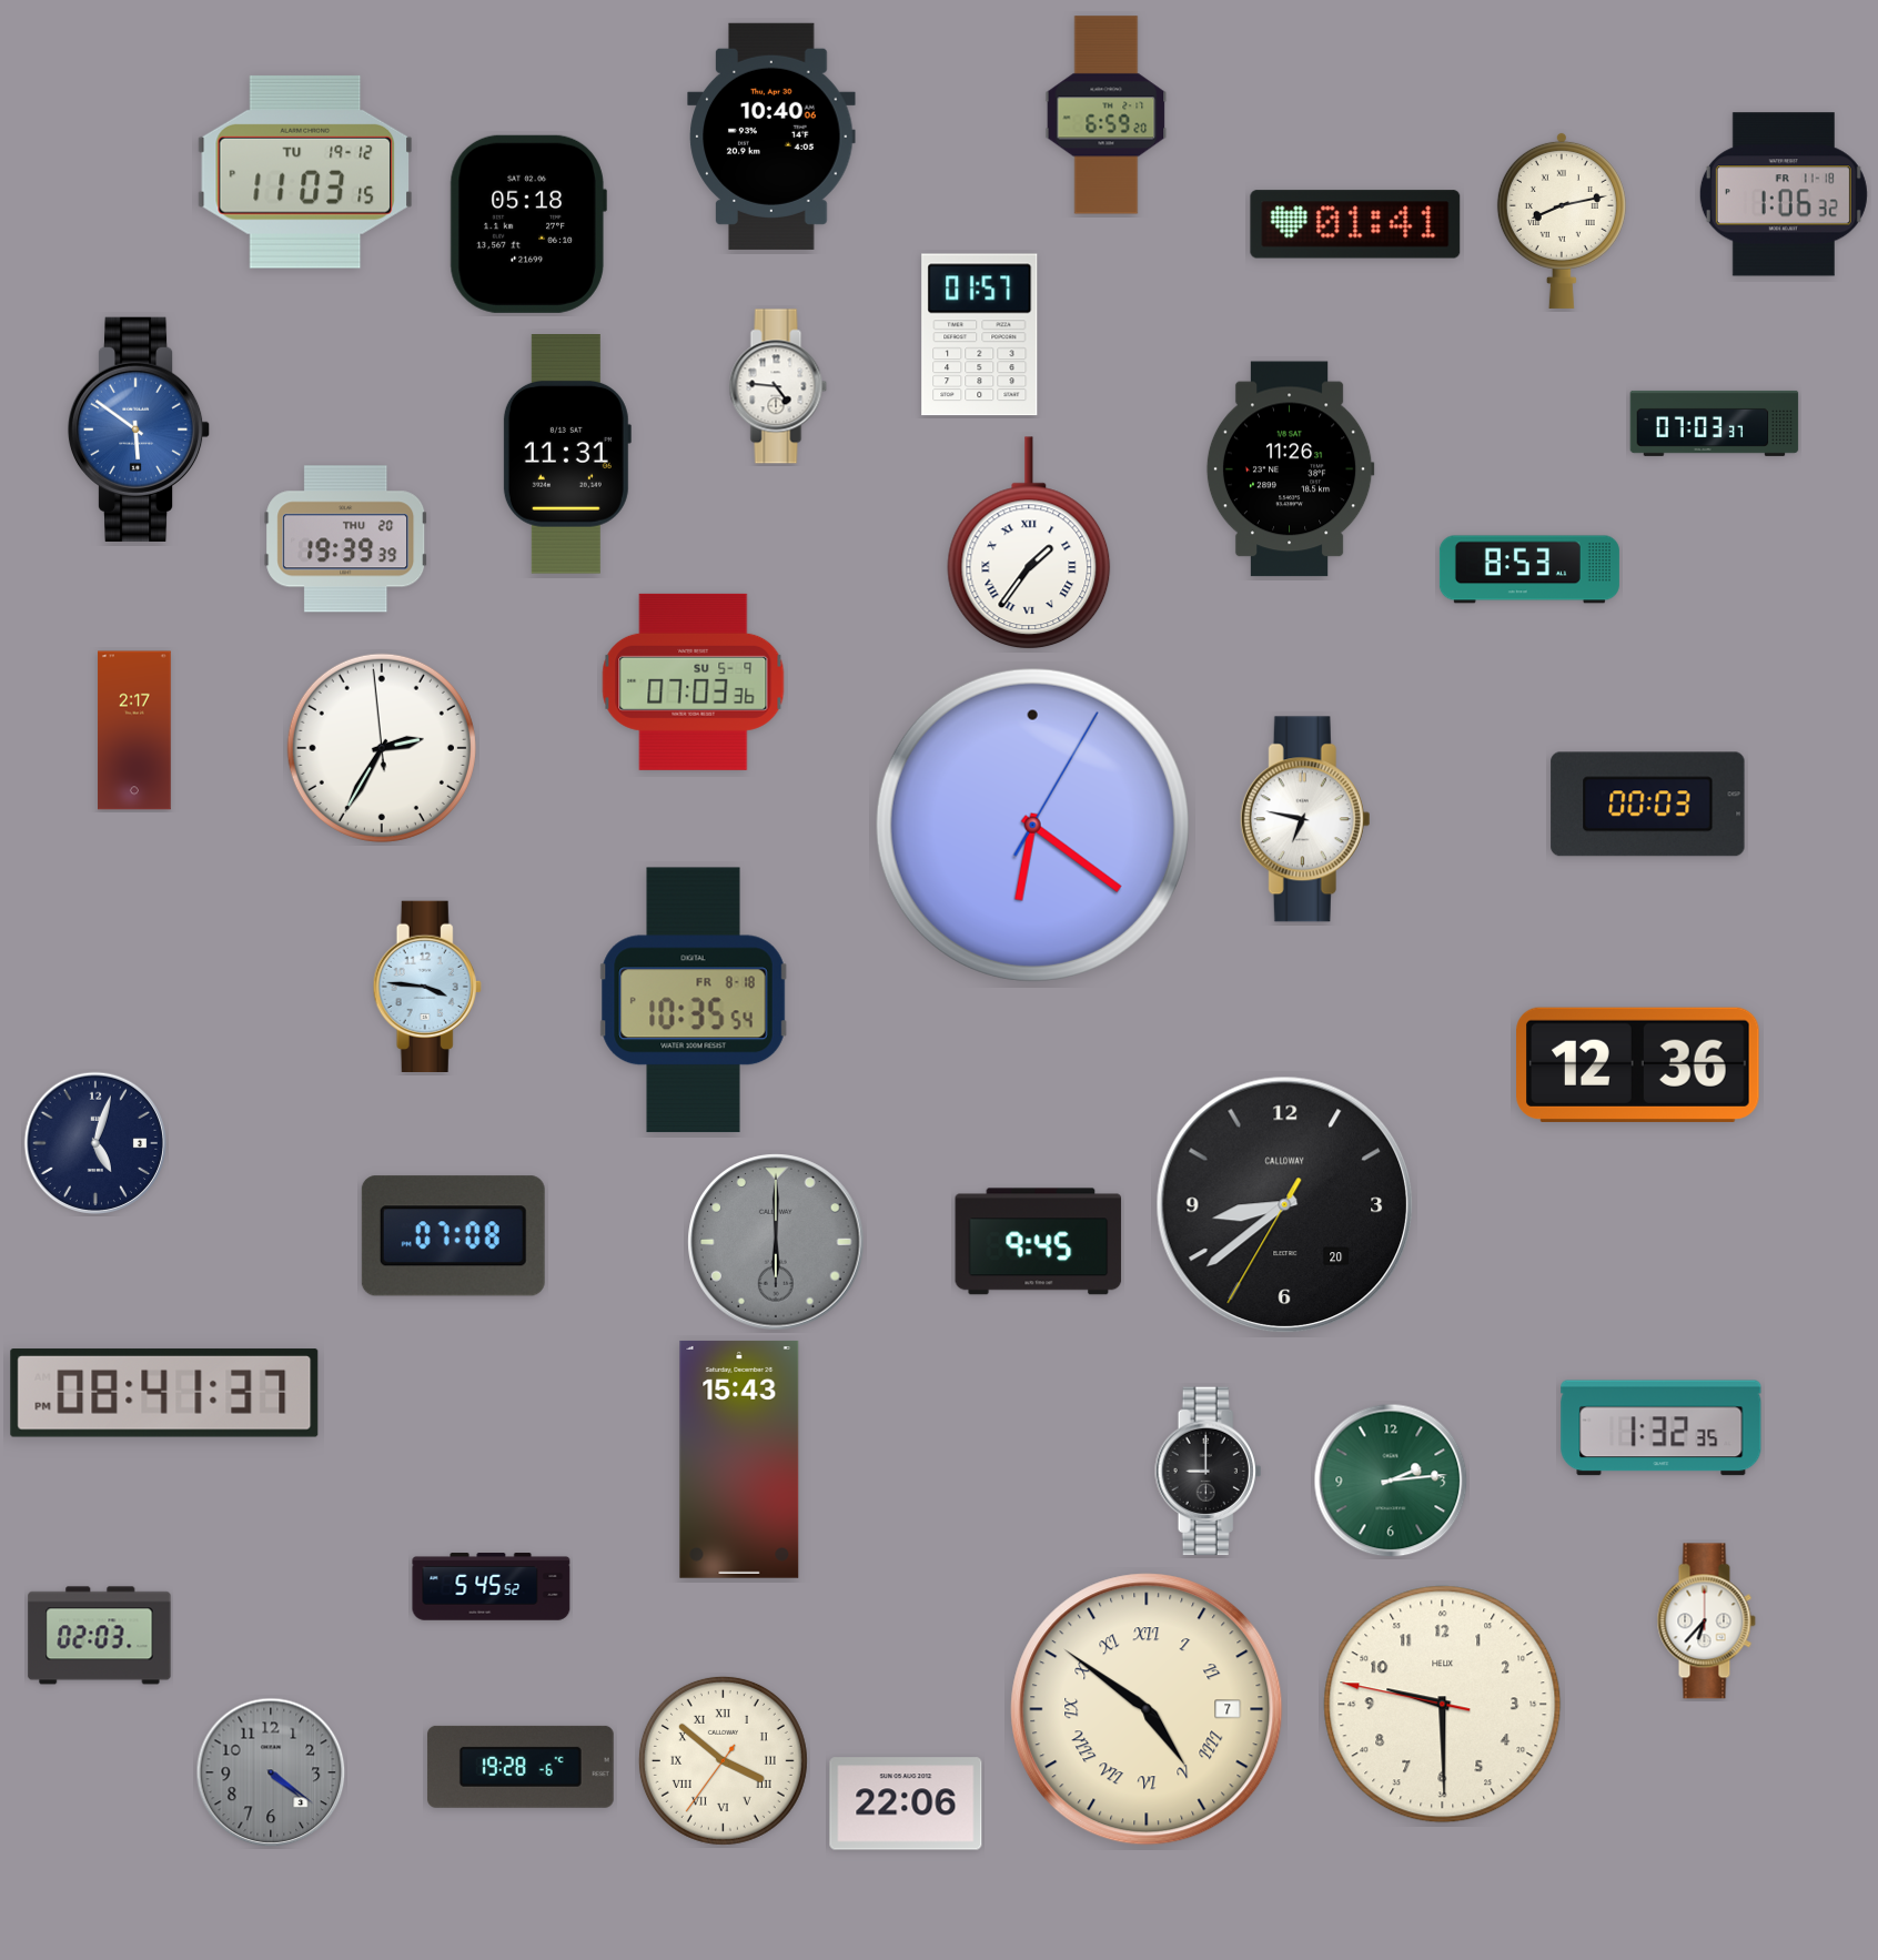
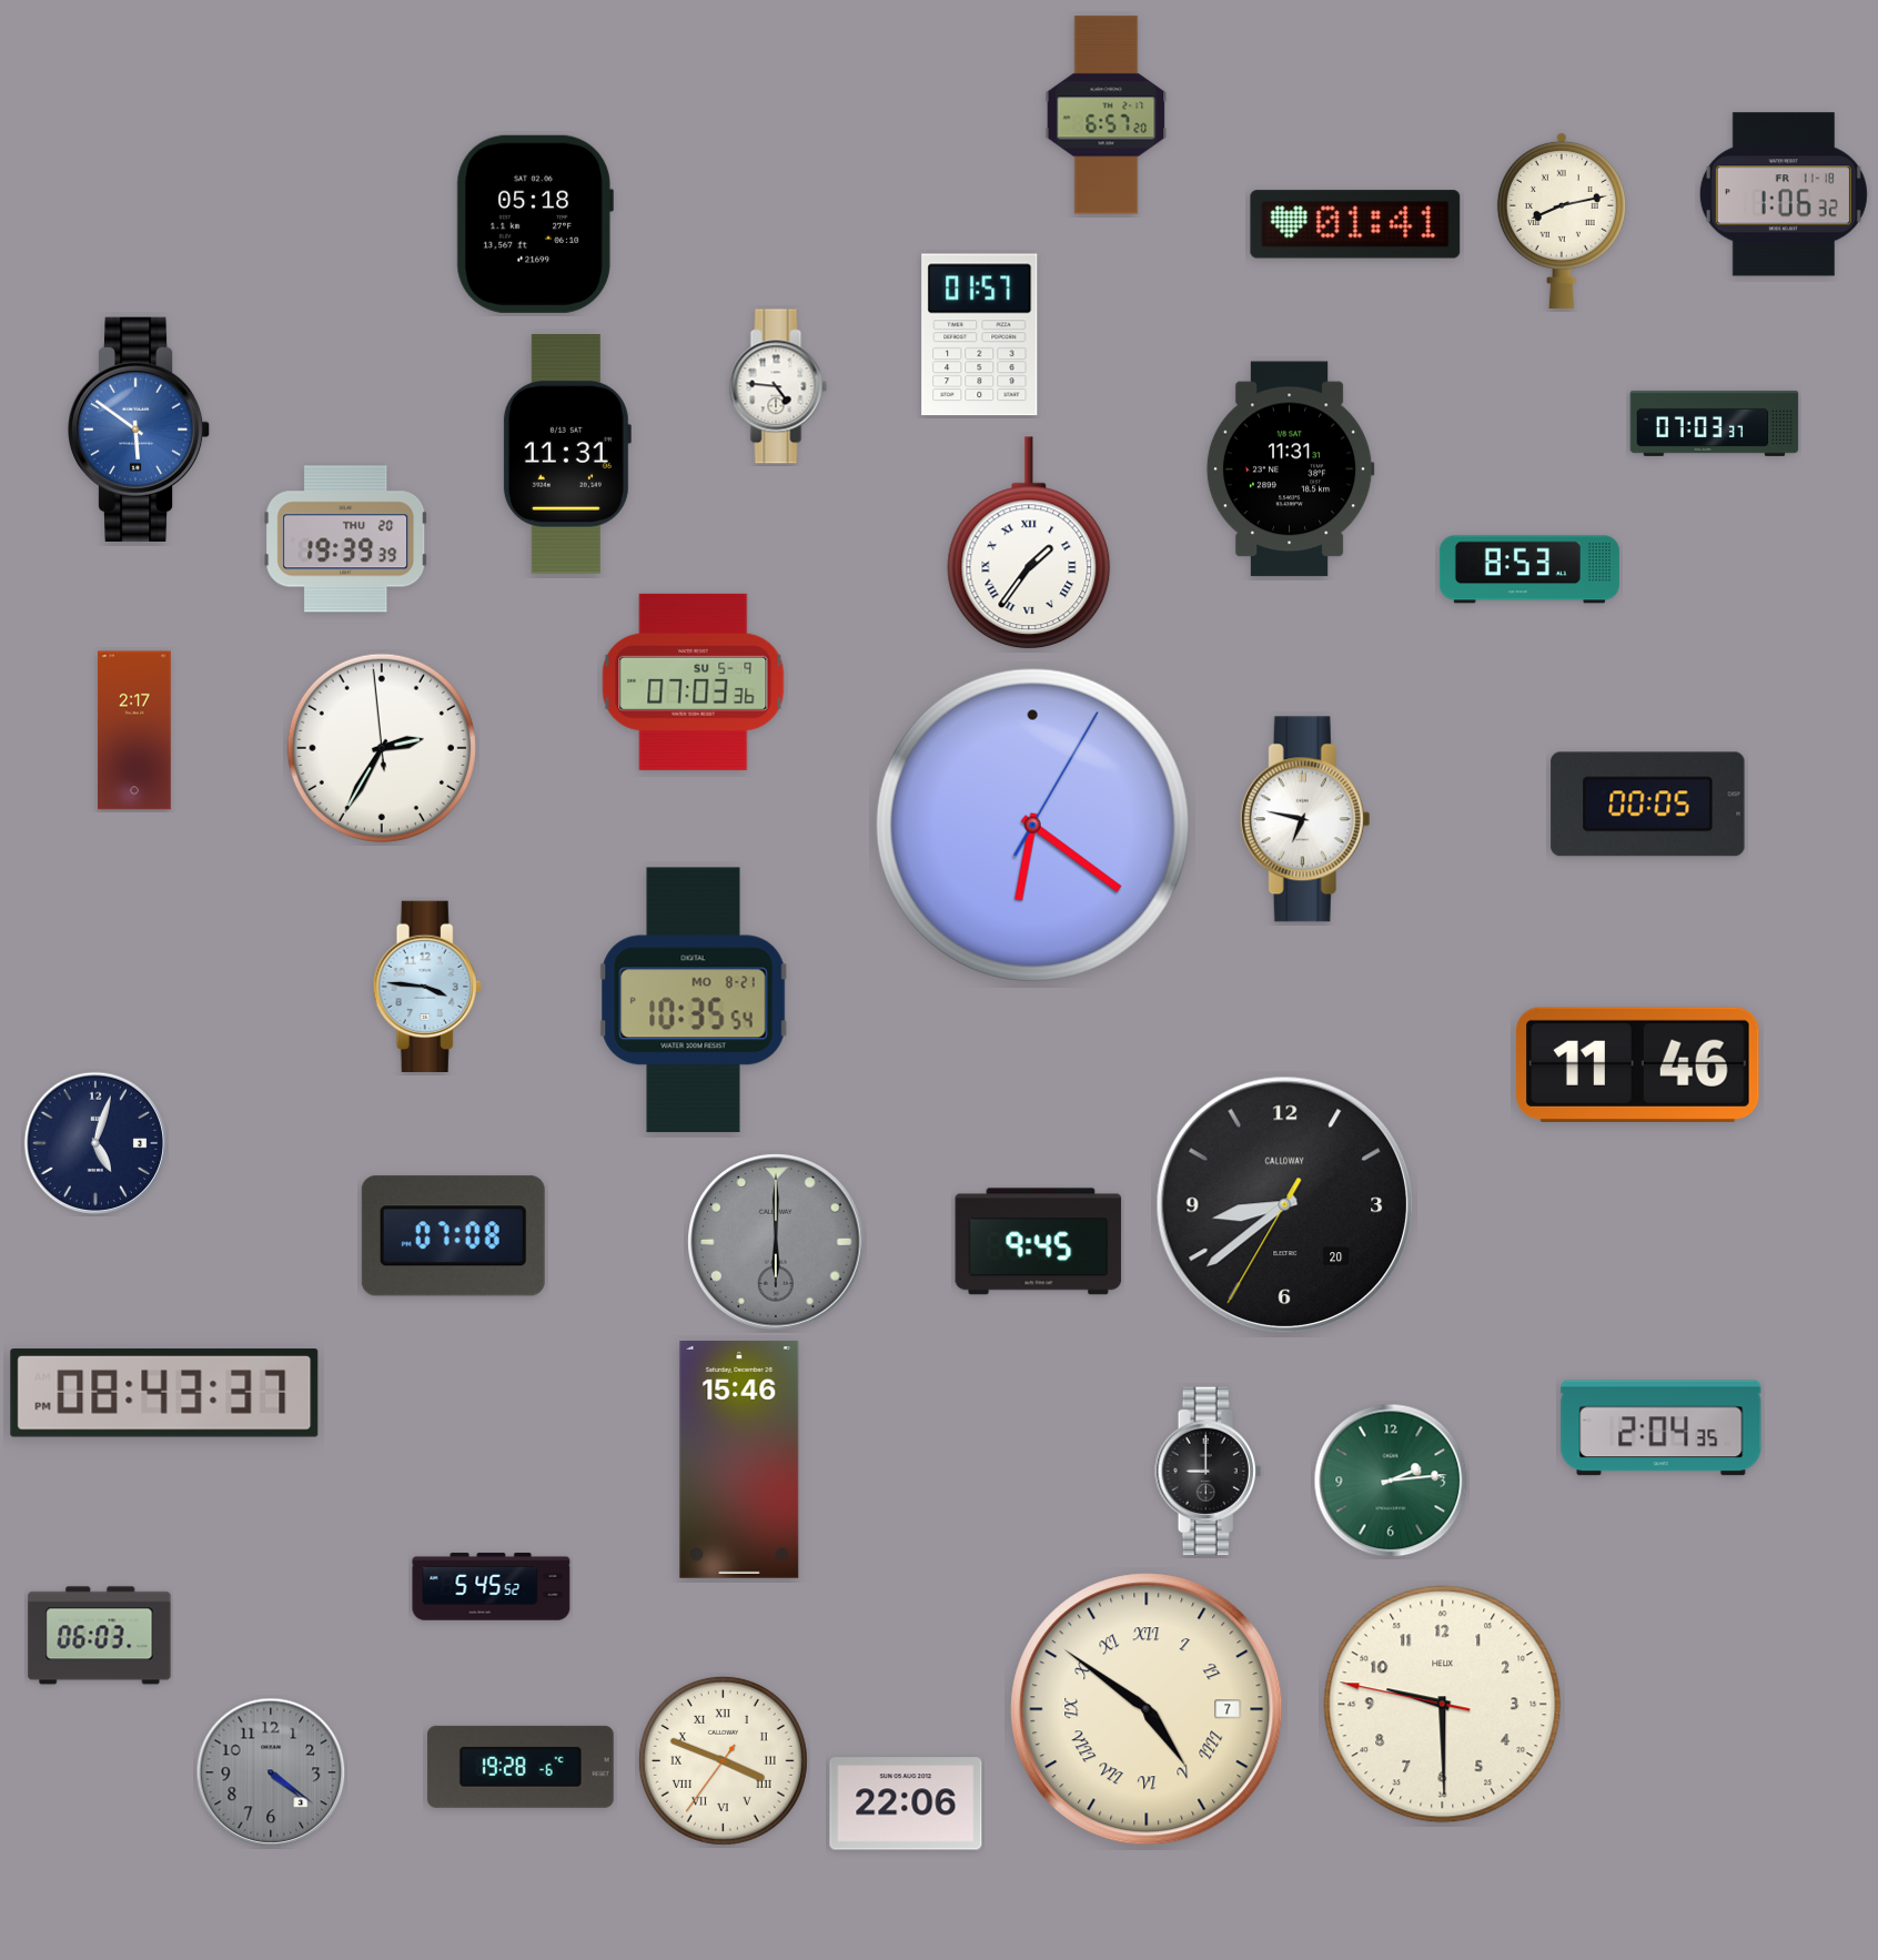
clock at (1107, 115): 6:59 -> 6:57
clock at (771, 137): 10:40 -> none
clock at (304, 172): 11:03 -> none
clock at (528, 224) position: (528, 224) -> (535, 224)
clock at (1290, 469): 11:26 -> 11:31
clock at (1648, 805): 00:03 -> 00:05
clock at (694, 1000) date: FR 8-18 -> MO 8-21
clock at (1638, 1064): 12:36 -> 11:46
clock at (164, 1393): 08:41 -> 08:43
clock at (1662, 1428): 1:32 -> 2:04
clock at (739, 1459): 15:43 -> 15:46
clock at (1706, 1621): 6:37 -> none
clock at (100, 1636): 02:03 -> 06:03
clock at (723, 1760): 3:51 -> 3:48
